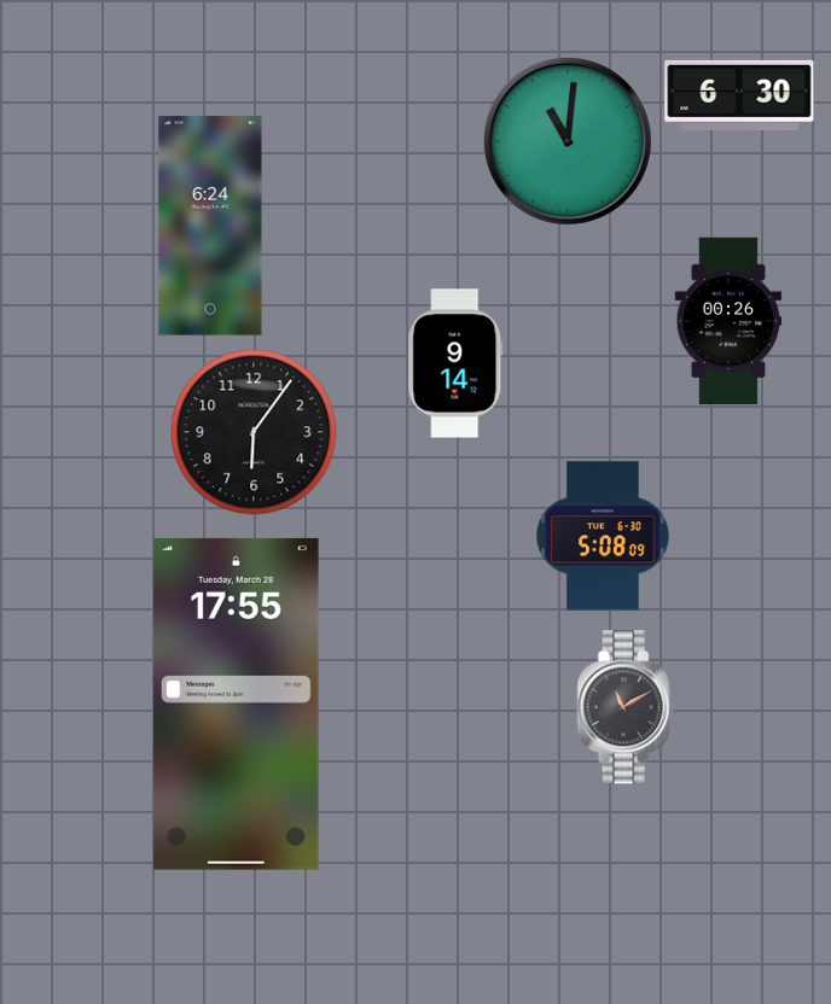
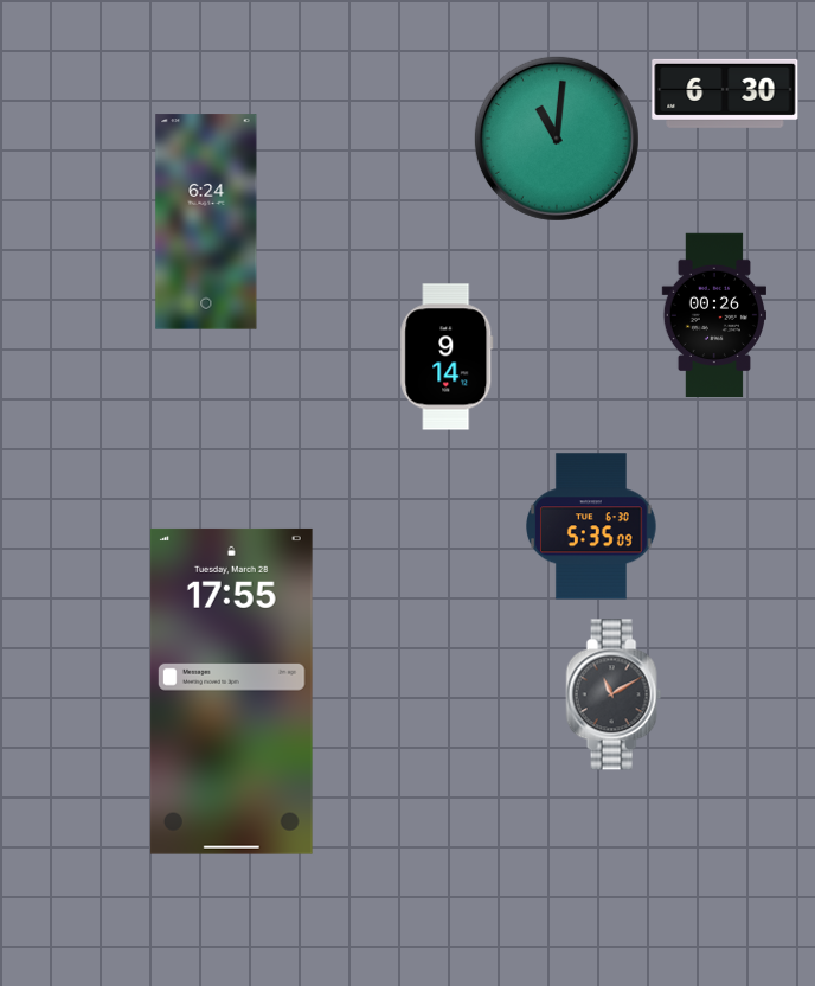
clock at (254, 432): 6:06 -> none
clock at (604, 536): 5:08 -> 5:35
